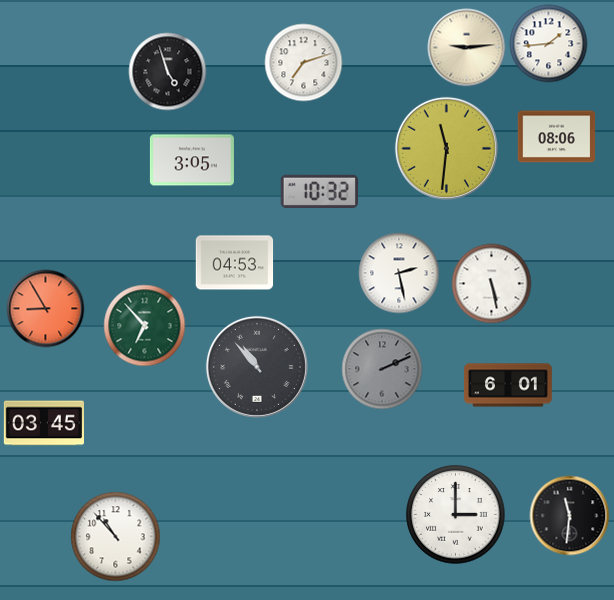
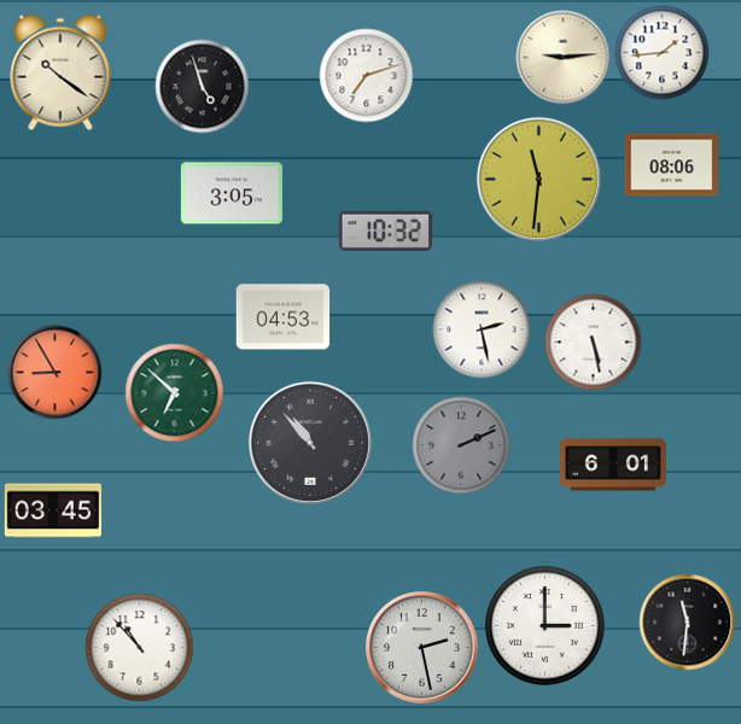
clock at (60, 72): none -> 10:21
clock at (144, 325): 6:53 -> 6:52
clock at (456, 515) position: (456, 515) -> (545, 626)
clock at (421, 647): none -> 2:28
